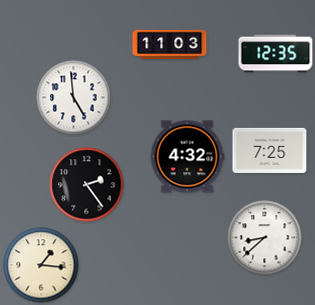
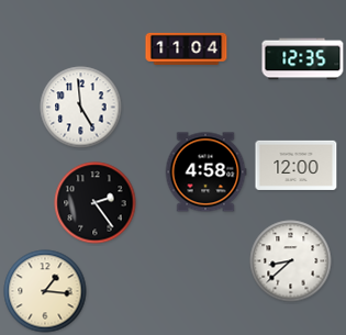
clock at (170, 44): 11:03 -> 11:04
clock at (270, 150): 7:25 -> 12:00
clock at (187, 157): 4:32 -> 4:58
